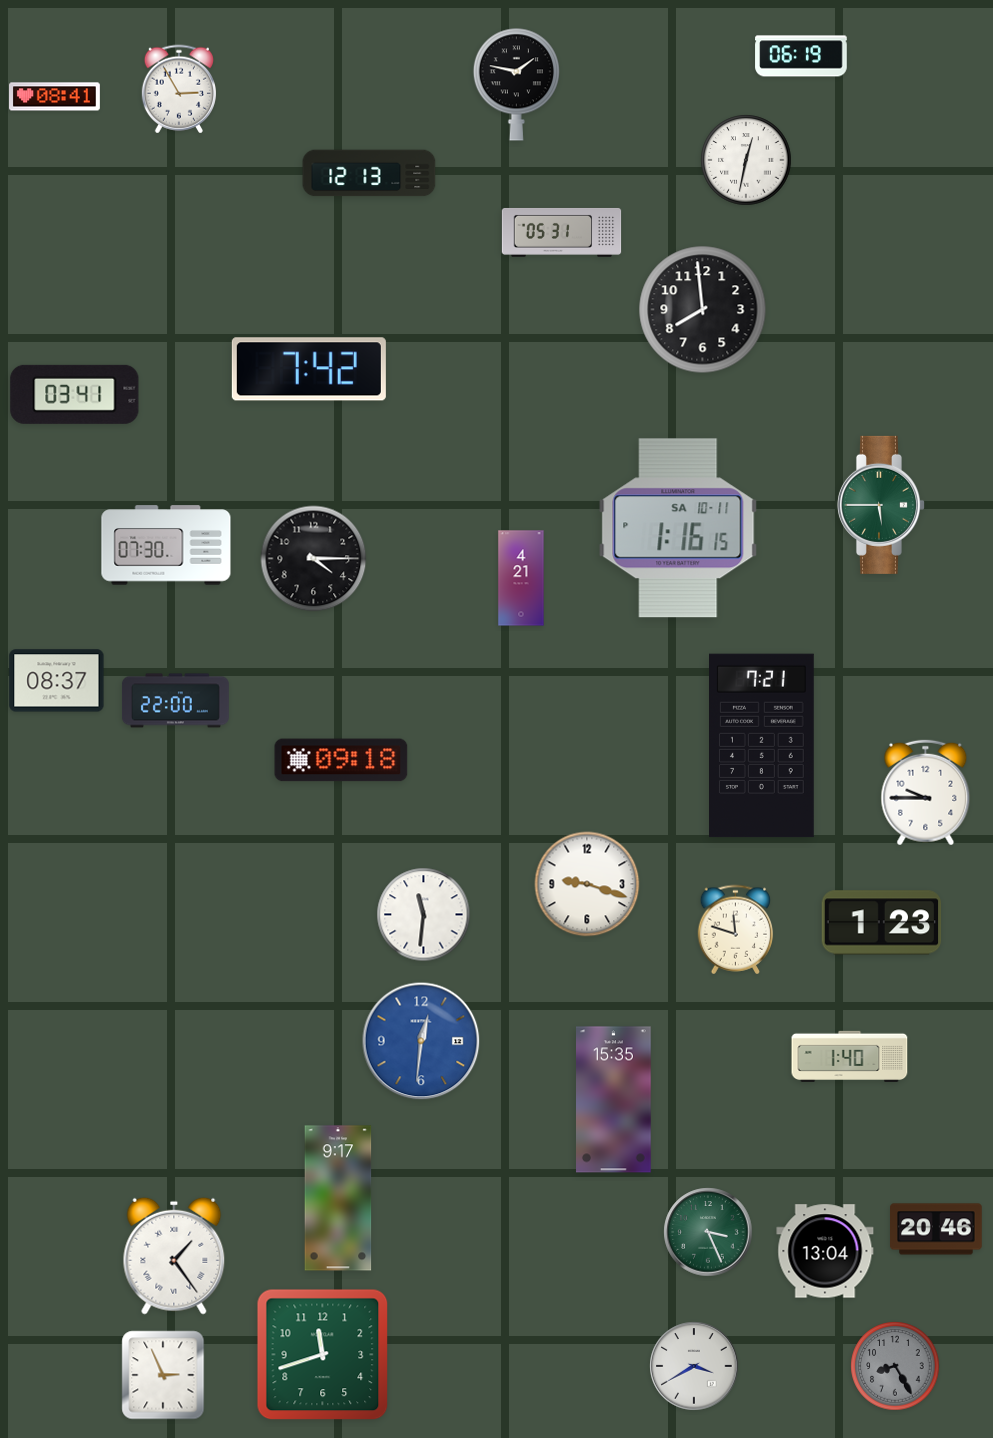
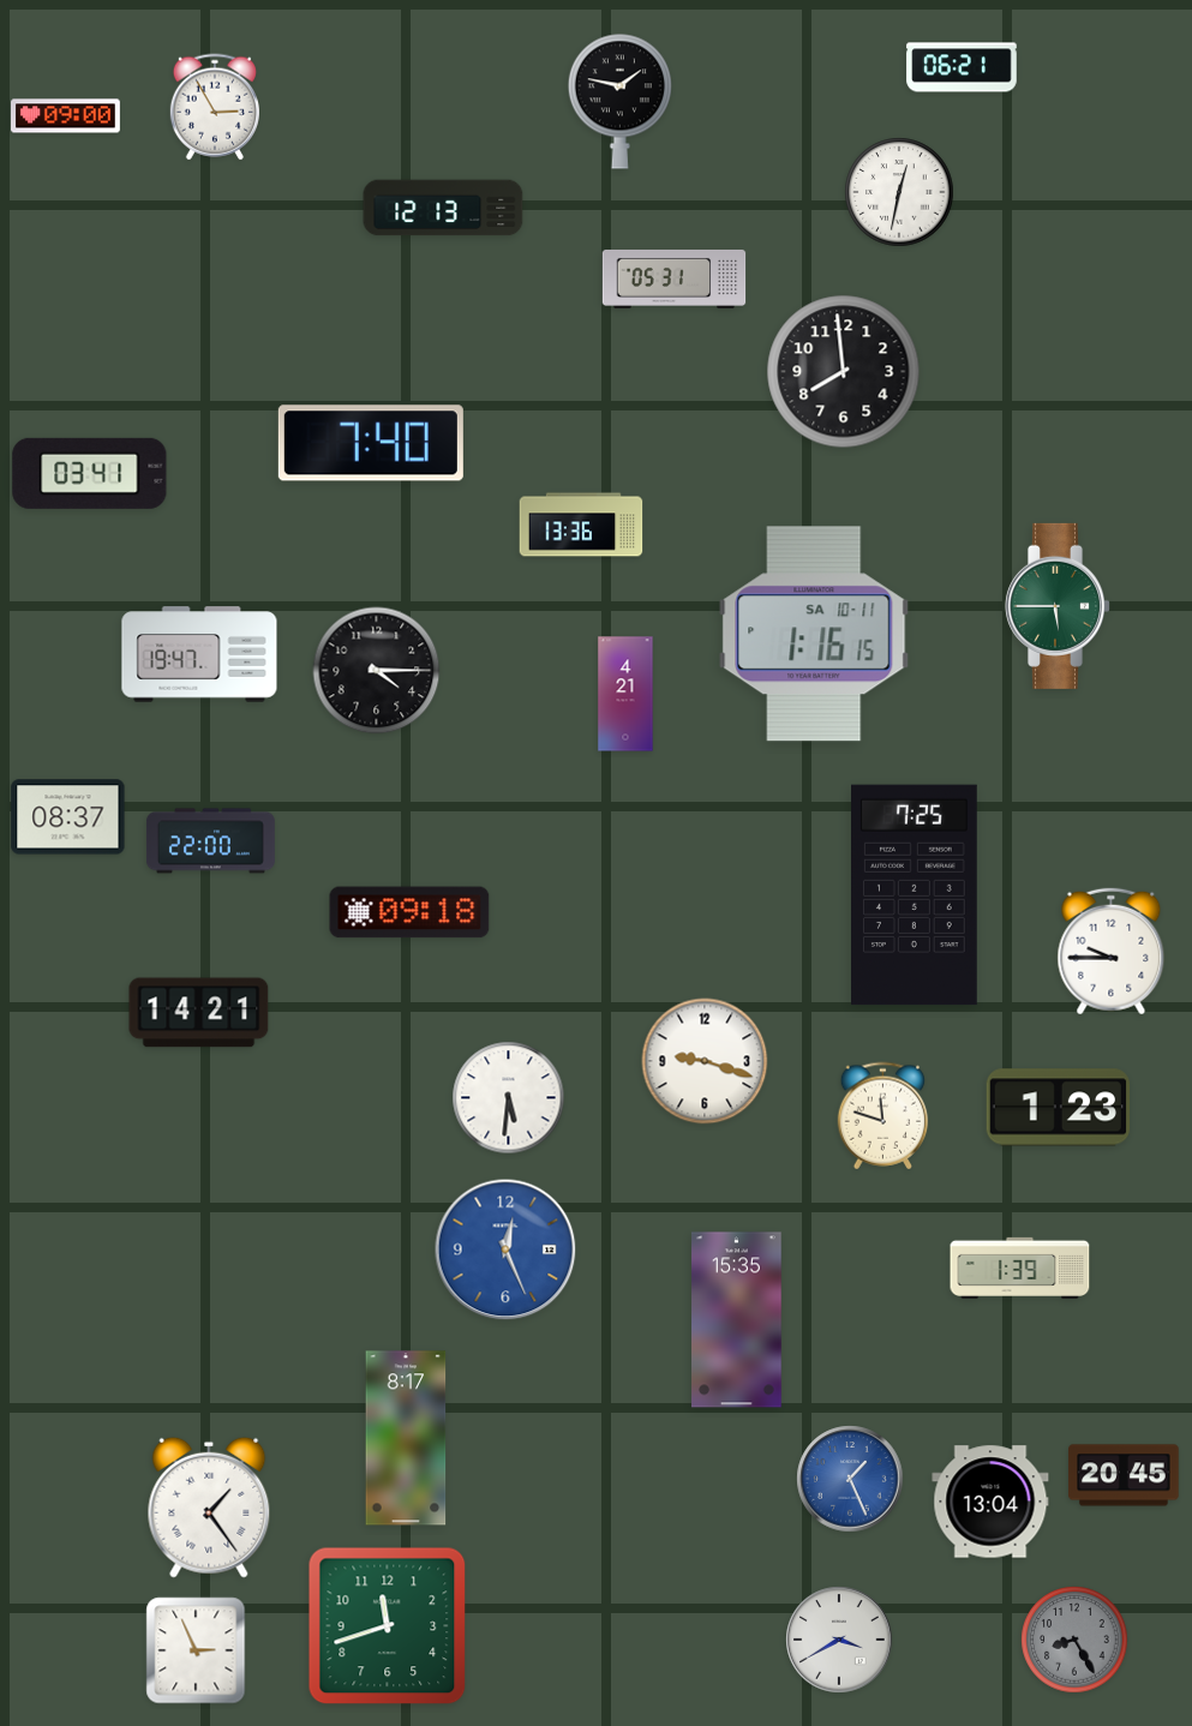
clock at (801, 56): 06:19 -> 06:21
clock at (55, 97): 08:41 -> 09:00
clock at (746, 160) position: (746, 160) -> (899, 192)
clock at (309, 369): 7:42 -> 7:40
clock at (581, 525): none -> 13:36
clock at (166, 545): 07:30 -> 19:47
clock at (762, 746): 7:21 -> 7:25
clock at (199, 1013): none -> 14:21
clock at (424, 915): 11:31 -> 5:31
clock at (421, 1041): 12:31 -> 12:26
clock at (850, 1056): 1:40 -> 1:39
clock at (338, 1198): 9:17 -> 8:17
clock at (936, 1229): 20:46 -> 20:45
clock at (708, 1232): 3:26 -> 1:26
clock at (708, 1232) dial: green -> blue
clock at (694, 1366) position: (694, 1366) -> (839, 1640)
